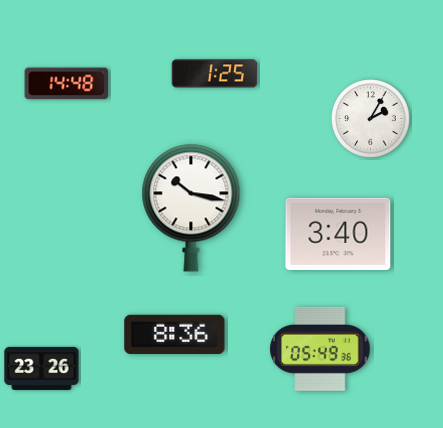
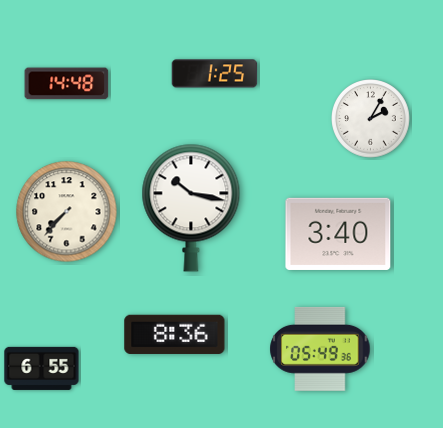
clock at (67, 212): none -> 7:37
clock at (42, 368): 23:26 -> 6:55
